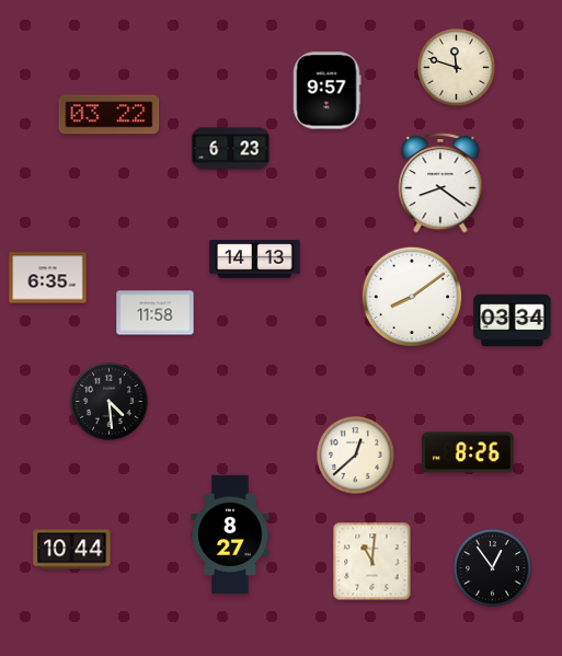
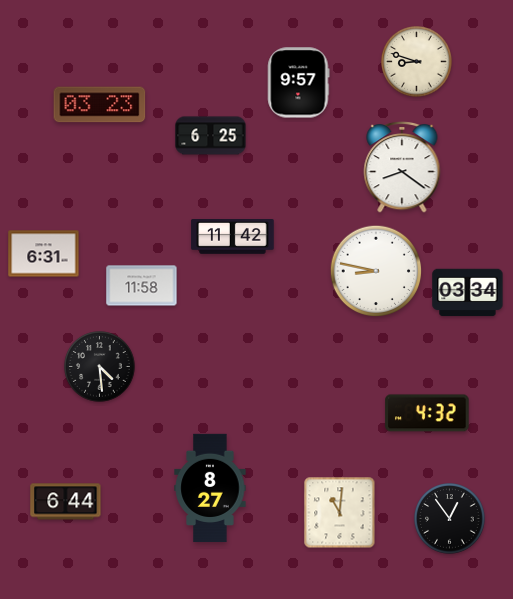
clock at (457, 68): 11:48 -> 8:48
clock at (110, 115): 03:22 -> 03:23
clock at (231, 149): 6:23 -> 6:25
clock at (255, 260): 14:13 -> 11:42
clock at (48, 278): 6:35 -> 6:31
clock at (412, 297): 8:09 -> 8:47
clock at (468, 452): 8:26 -> 4:32
clock at (356, 456): 12:38 -> none
clock at (72, 550): 10:44 -> 6:44
